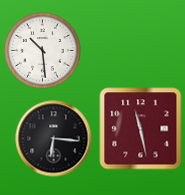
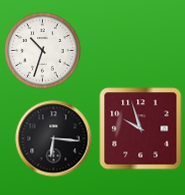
clock at (43, 51): 10:29 -> 10:33
clock at (141, 129): 11:28 -> 9:57
